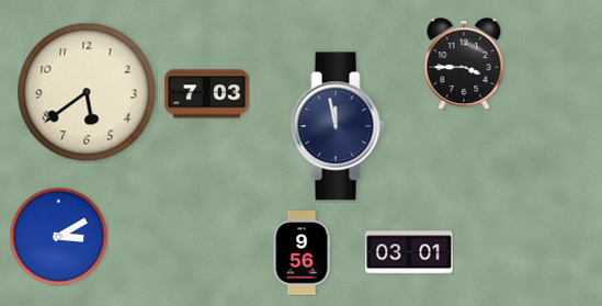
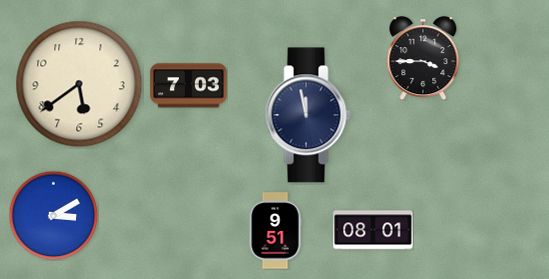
clock at (409, 252): 03:01 -> 08:01
clock at (302, 253): 9:56 -> 9:51
